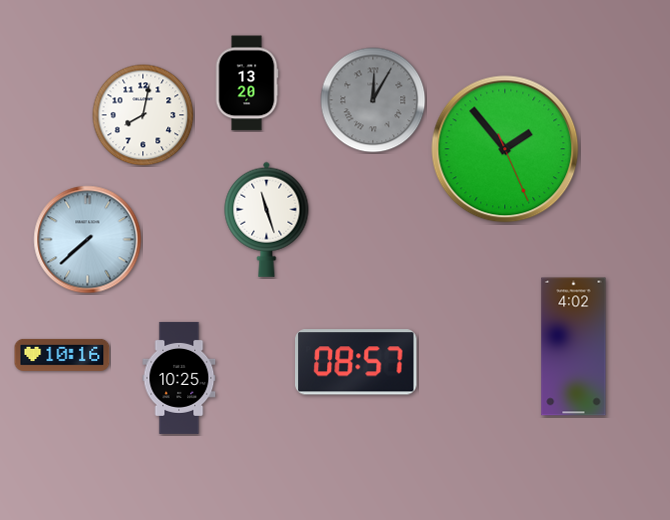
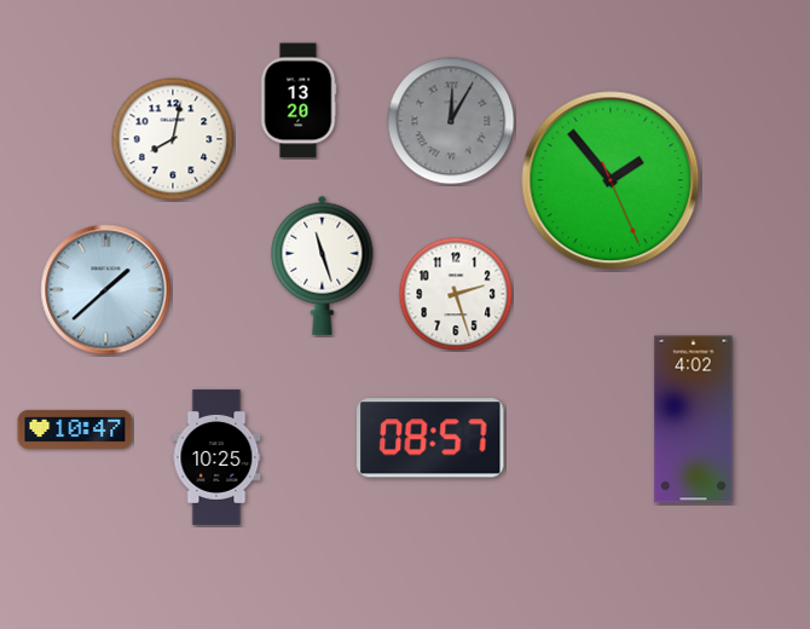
clock at (88, 240): 7:38 -> 1:38
clock at (456, 294): none -> 2:27
clock at (62, 355): 10:16 -> 10:47
